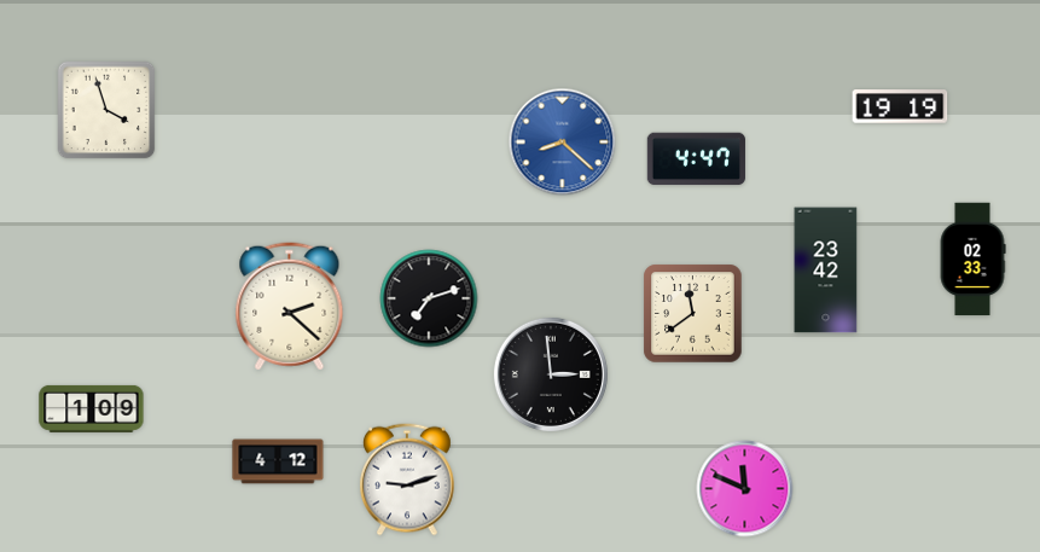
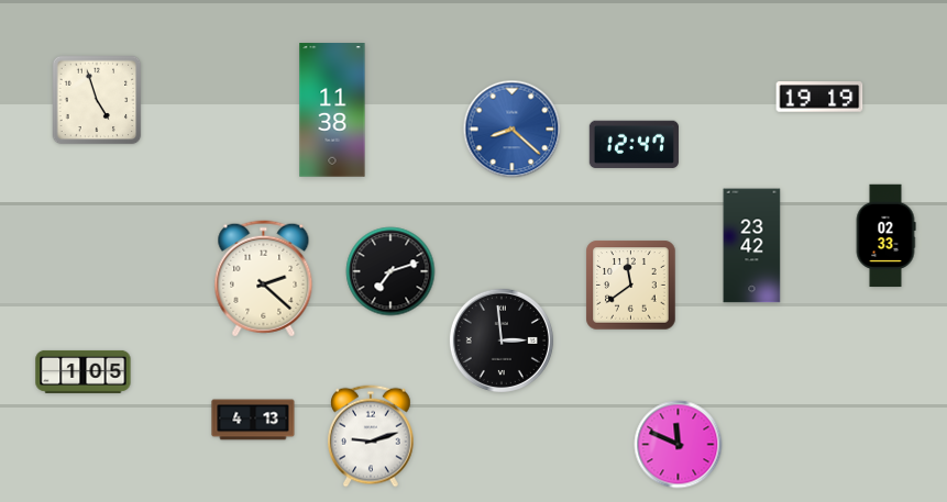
clock at (106, 110): 3:57 -> 4:57
clock at (332, 110): none -> 11:38
clock at (696, 159): 4:47 -> 12:47
clock at (92, 408): 1:09 -> 1:05
clock at (278, 461): 4:12 -> 4:13
